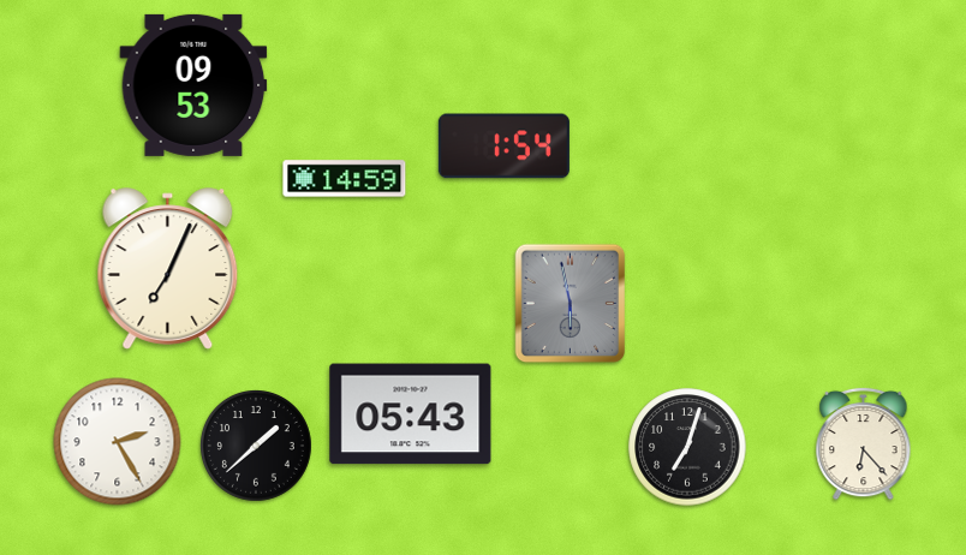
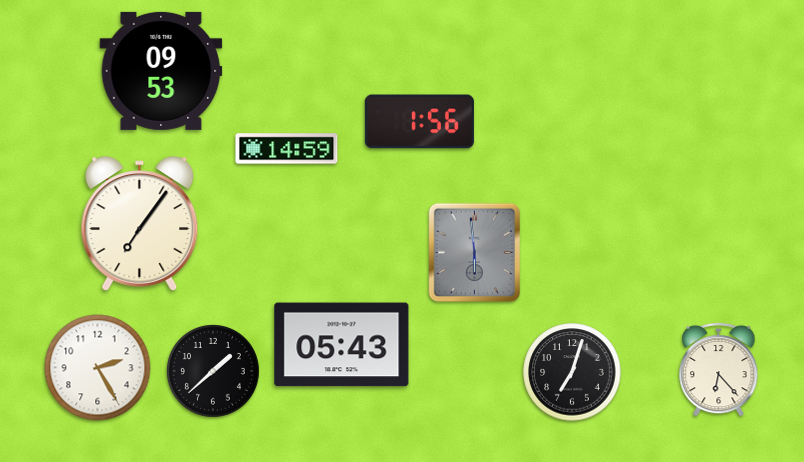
clock at (503, 147): 1:54 -> 1:56
clock at (168, 269): 7:04 -> 7:06
clock at (571, 304): 5:58 -> 5:59
